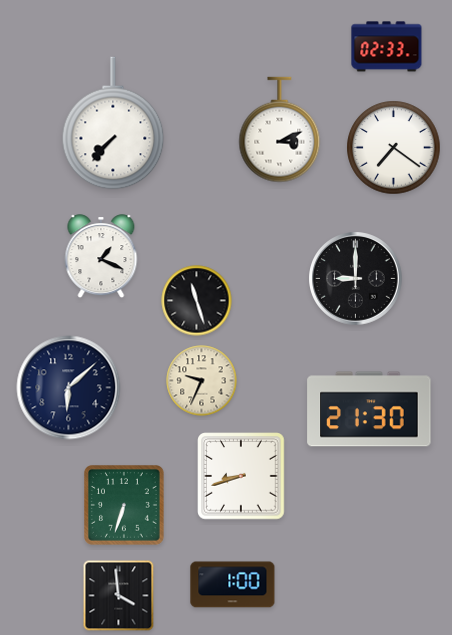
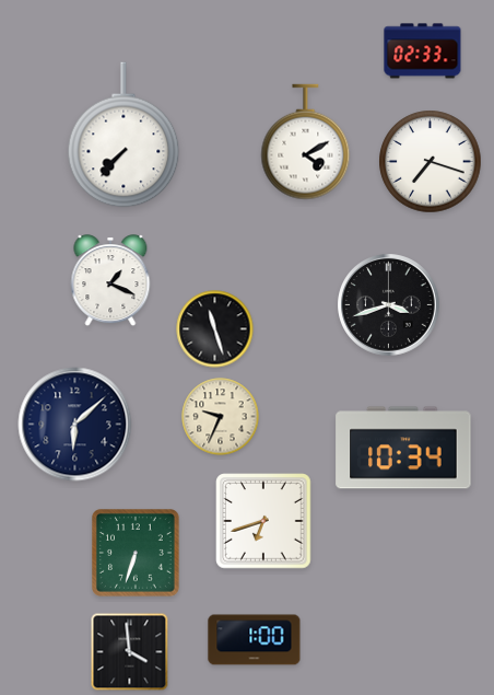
clock at (280, 130): 3:11 -> 4:10
clock at (394, 148): 7:21 -> 7:18
clock at (356, 279): 9:00 -> 3:42
clock at (369, 409): 21:30 -> 10:34
clock at (241, 476): 8:42 -> 6:42
